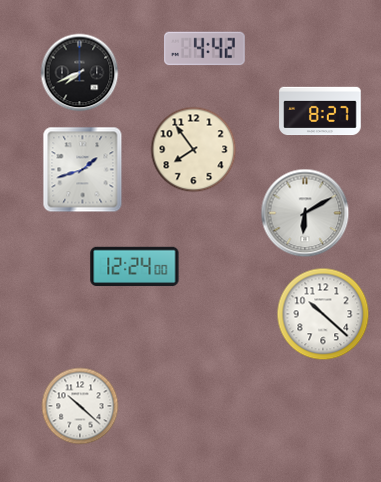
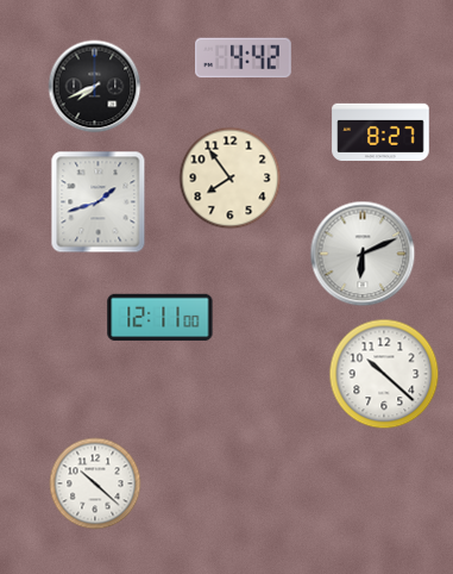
clock at (305, 213): 6:10 -> 6:11
clock at (135, 267): 12:24 -> 12:11
